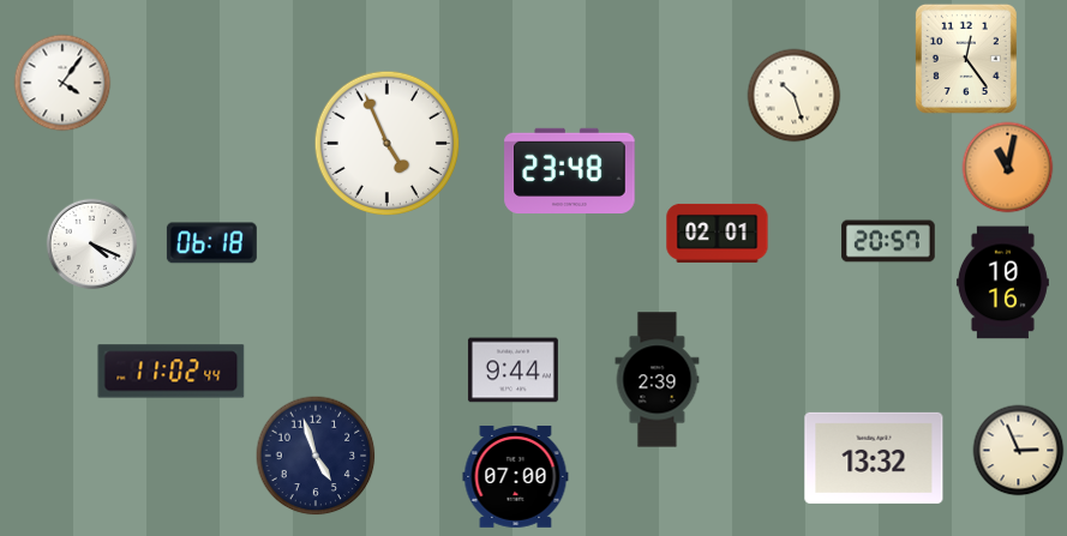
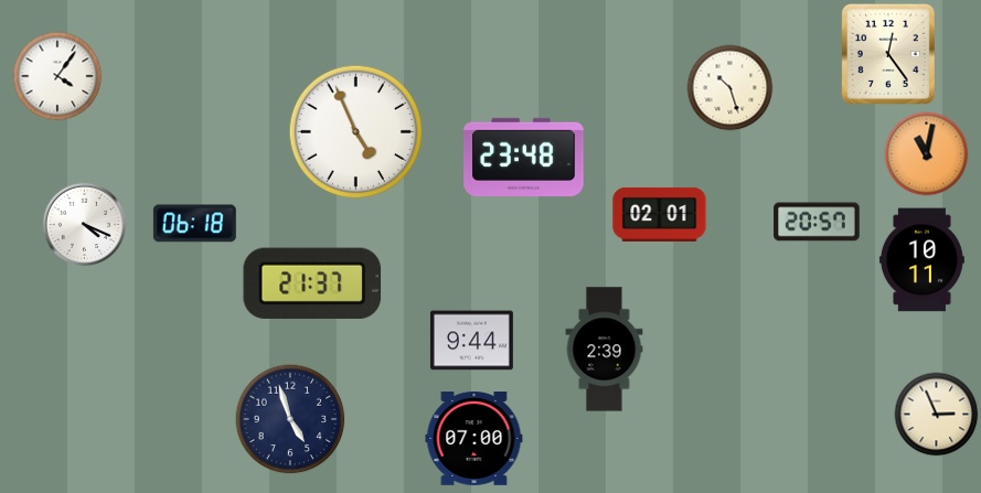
clock at (1002, 283): 10:16 -> 10:11
clock at (312, 282): none -> 21:37
clock at (172, 372): 11:02 -> none
clock at (874, 458): 13:32 -> none
